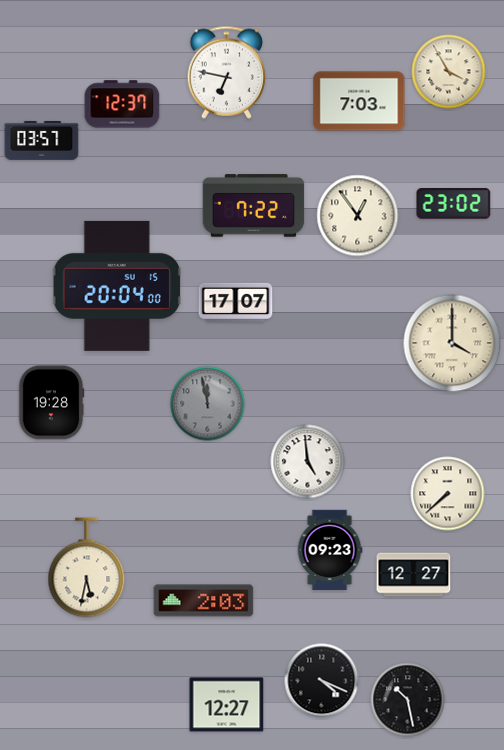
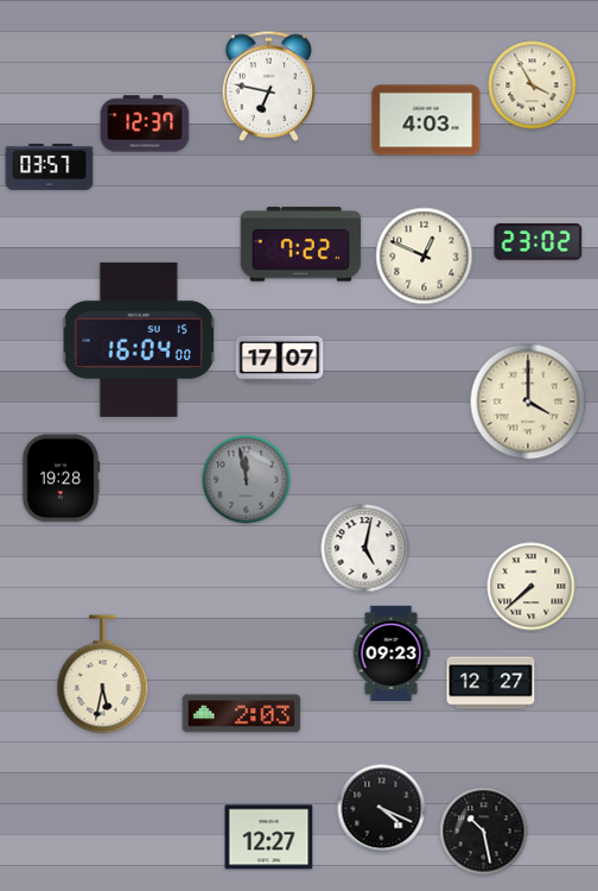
clock at (359, 101): 7:03 -> 4:03
clock at (358, 216): 12:54 -> 12:49
clock at (117, 286): 20:04 -> 16:04
clock at (452, 343) position: (452, 343) -> (528, 402)
clock at (308, 462): 4:59 -> 5:02
